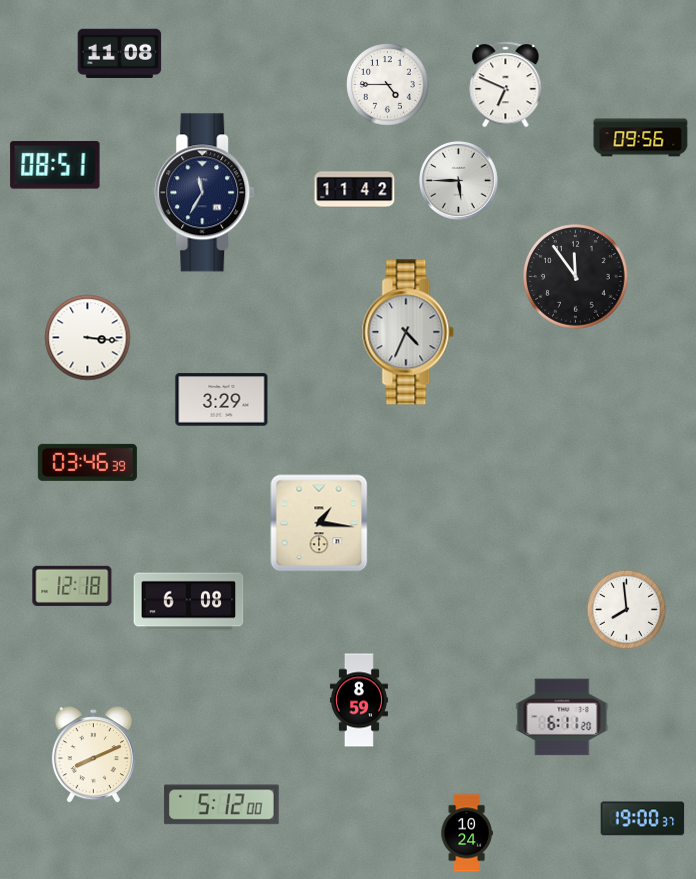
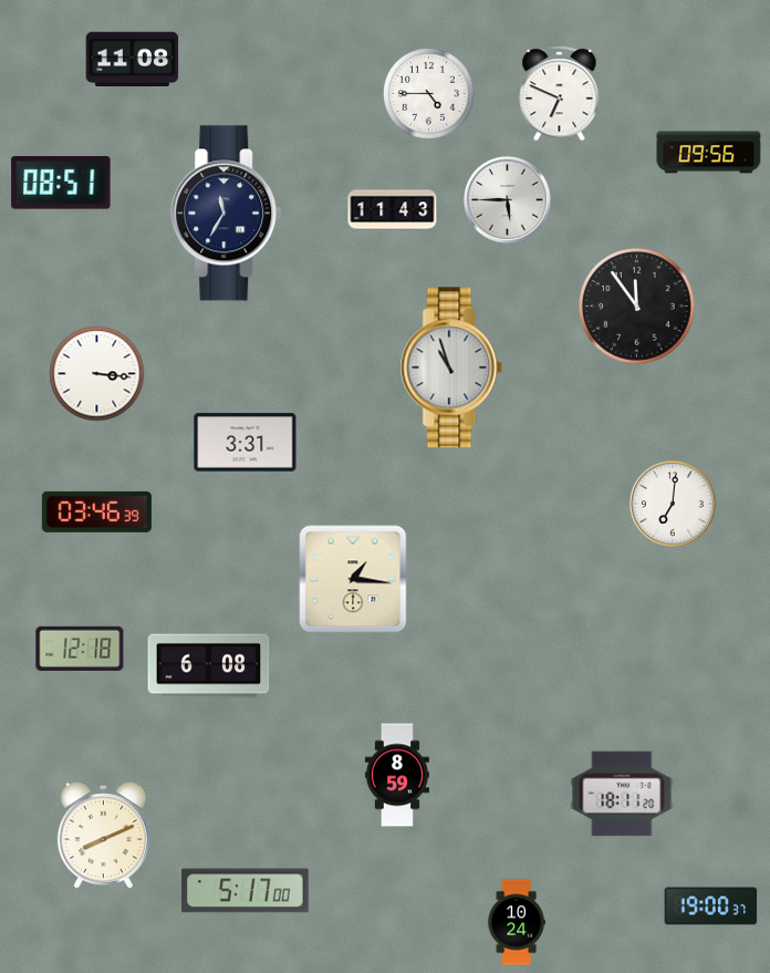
clock at (355, 190): 11:42 -> 11:43
clock at (408, 332): 4:34 -> 10:57
clock at (222, 400): 3:29 -> 3:31
clock at (673, 504): none -> 7:01
clock at (626, 609): 7:59 -> none
clock at (562, 717): 6:11 -> 18:11
clock at (222, 805): 5:12 -> 5:17
